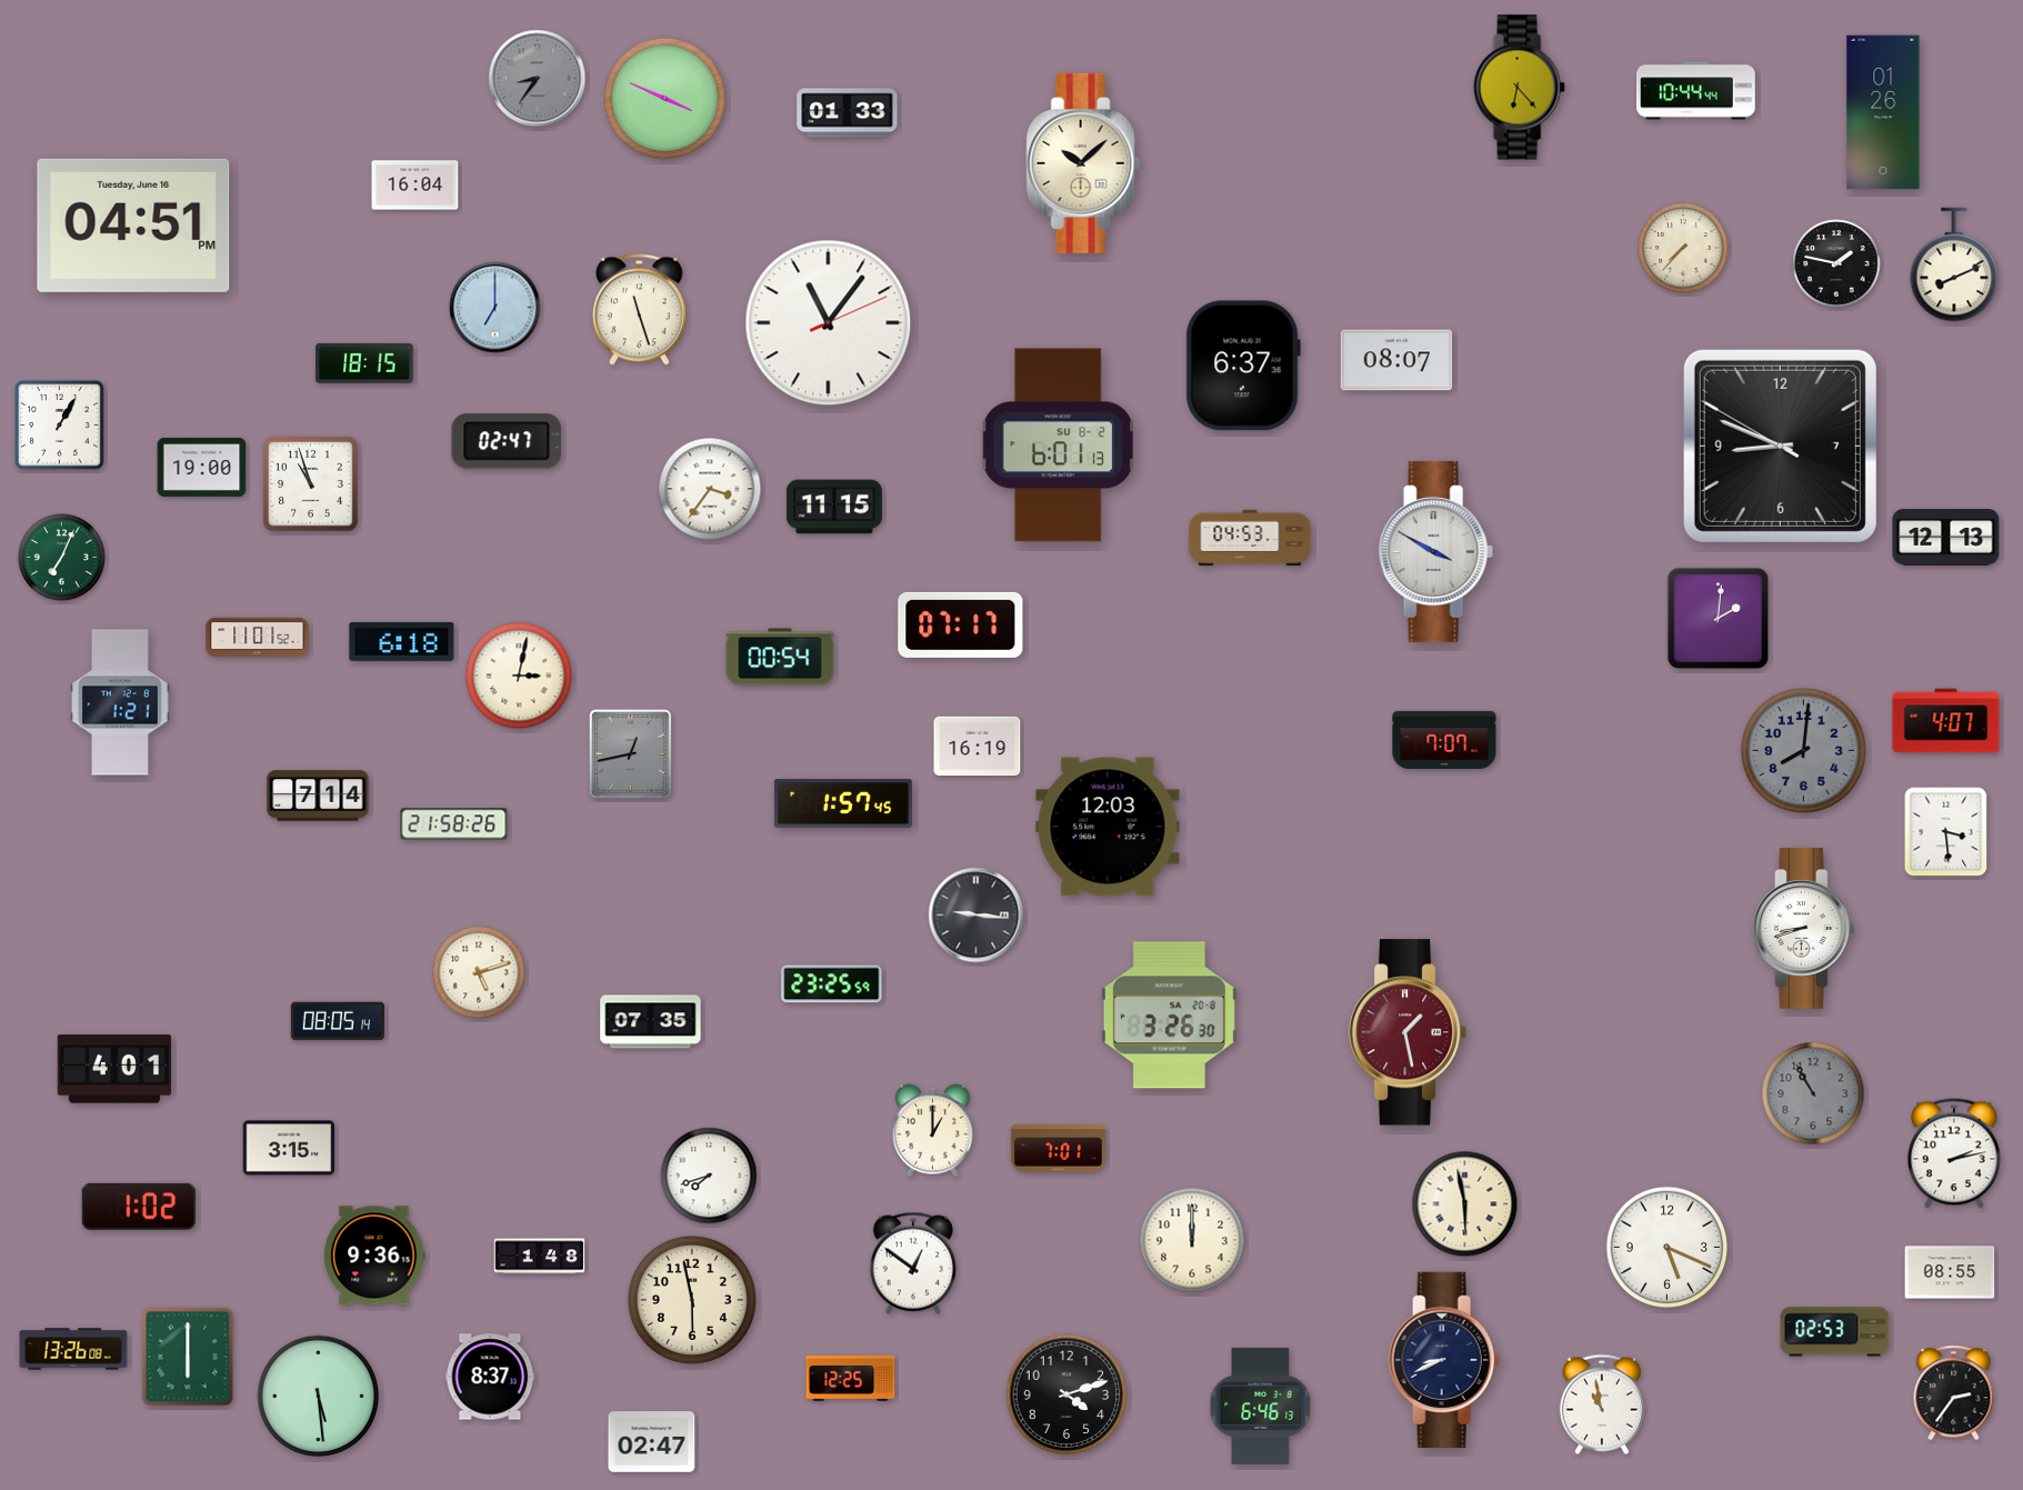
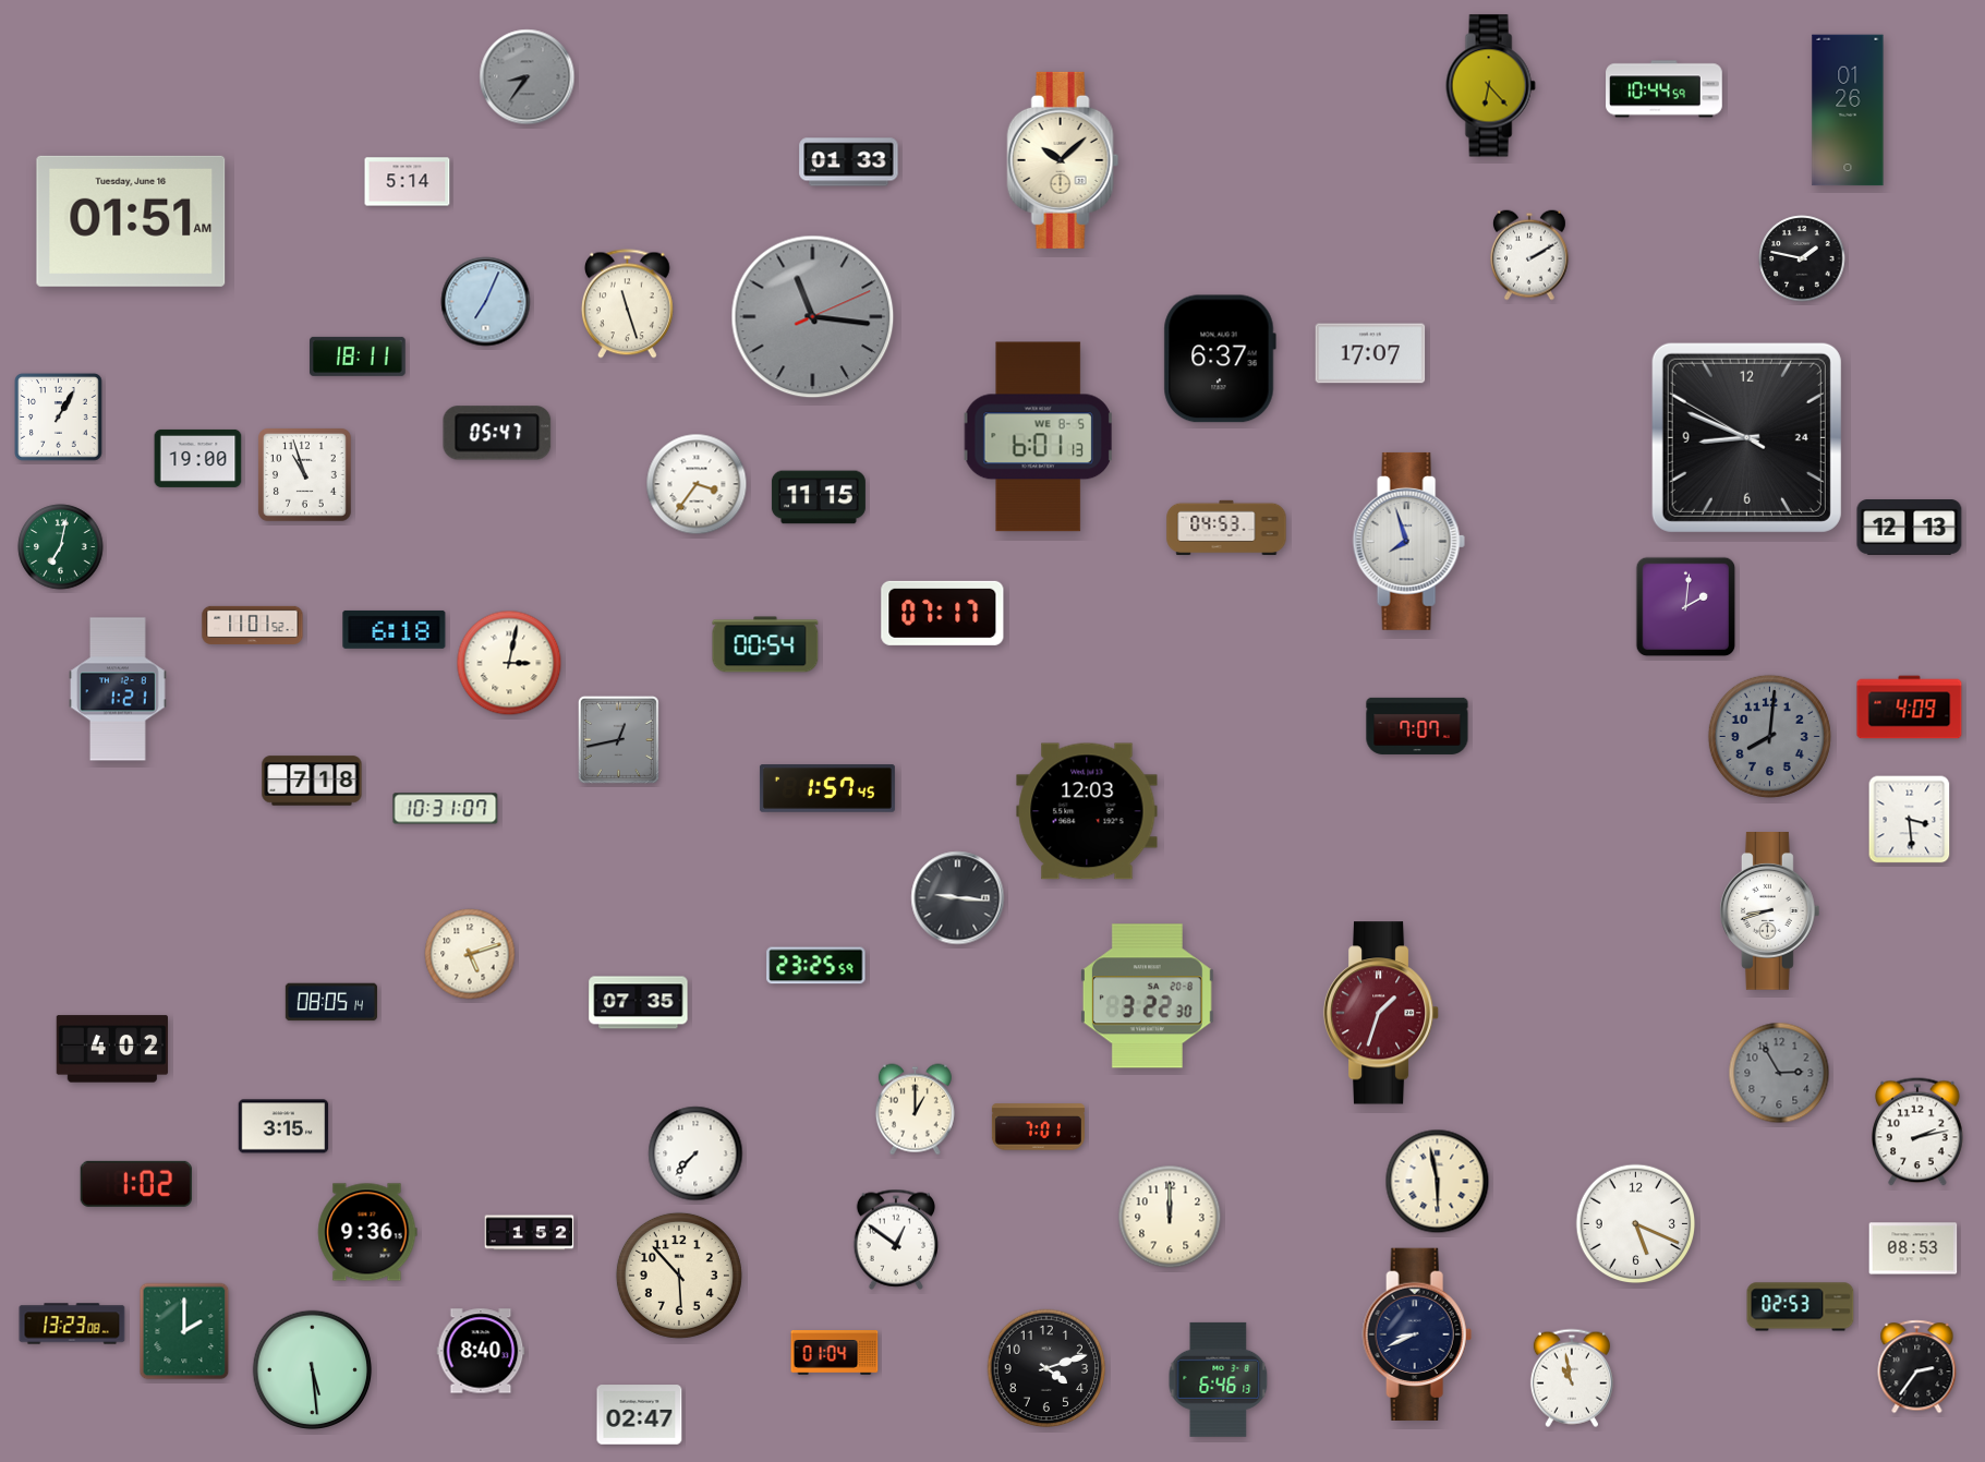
clock at (1696, 91): 10:44:44 -> 10:44:59
clock at (665, 99): 3:49 -> none
clock at (848, 113) position: (848, 113) -> (849, 162)
clock at (415, 186): 16:04 -> 5:14
clock at (133, 226): 04:51 -> 01:51
clock at (1683, 248): 7:37 -> none
clock at (1529, 255): none -> 2:10
clock at (1954, 264): 8:11 -> none
clock at (495, 308): 7:00 -> 7:04
clock at (829, 323): 11:06 -> 11:16
clock at (829, 323) dial: white -> grey
clock at (1396, 360): 08:07 -> 17:07
clock at (365, 363): 18:15 -> 18:11
clock at (507, 441): 02:47 -> 05:47
clock at (1058, 446) date: SU 8-2 -> WE 8-5
clock at (1780, 446) date: 7 -> 24
clock at (710, 489) position: (710, 489) -> (697, 484)
clock at (1435, 551): 3:50 -> 7:57
clock at (62, 558): 7:04 -> 7:02
clock at (1946, 721): 4:07 -> 4:09
clock at (978, 747): 16:19 -> none
clock at (318, 796): 7:14 -> 7:18
clock at (454, 824): 21:58 -> 10:31
clock at (1946, 832) position: (1946, 832) -> (1910, 820)
clock at (1169, 1016): 3:26 -> 3:22
clock at (1408, 1032): 1:28 -> 1:33
clock at (114, 1069): 4:01 -> 4:02
clock at (1813, 1093): 10:55 -> 2:55
clock at (709, 1176): 7:42 -> 7:37
clock at (540, 1257): 1:48 -> 1:52
clock at (1950, 1272): 08:55 -> 08:53
clock at (692, 1300): 5:58 -> 5:53
clock at (73, 1349): 13:26 -> 13:23
clock at (188, 1357): 6:00 -> 2:00
clock at (490, 1377): 8:37 -> 8:40
clock at (851, 1379): 12:25 -> 01:04
clock at (1261, 1406) position: (1261, 1406) -> (1219, 1379)
